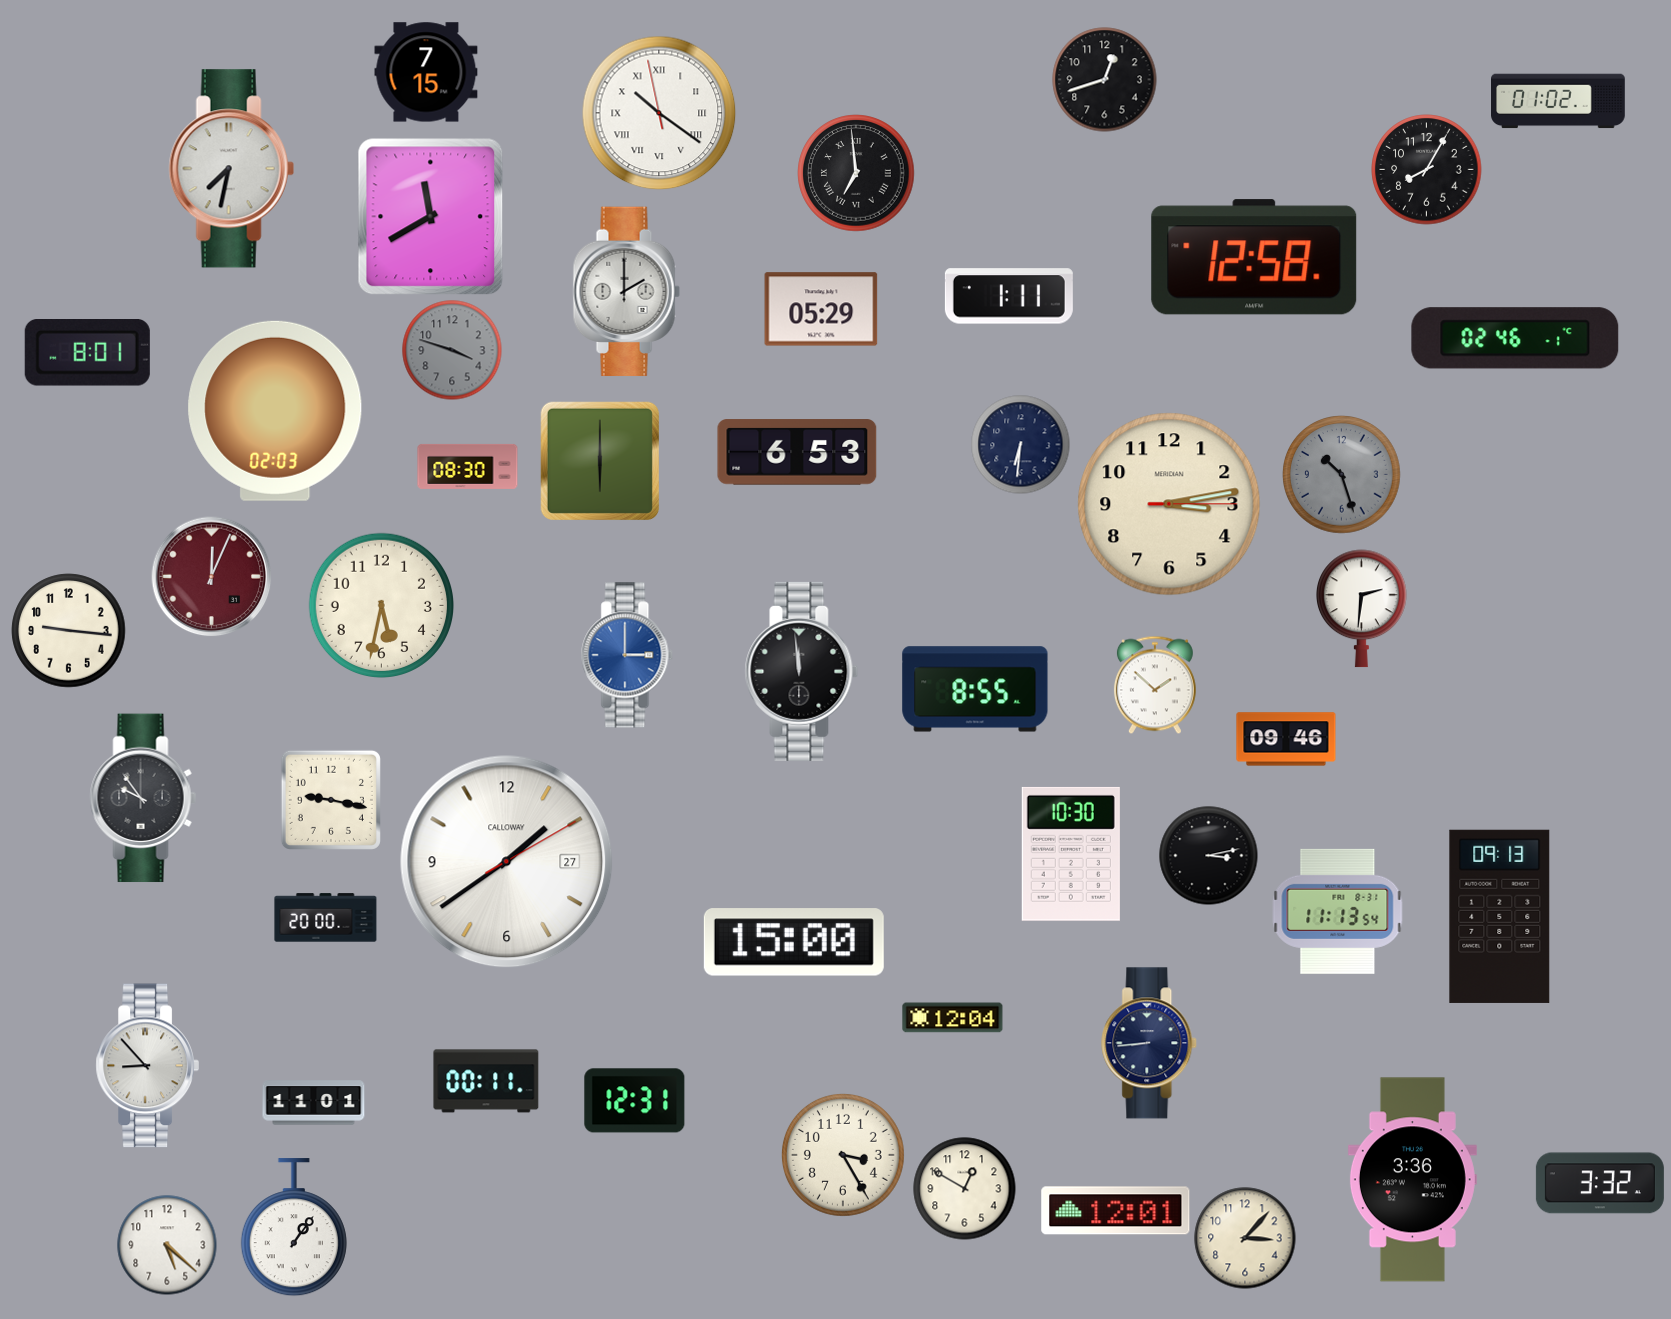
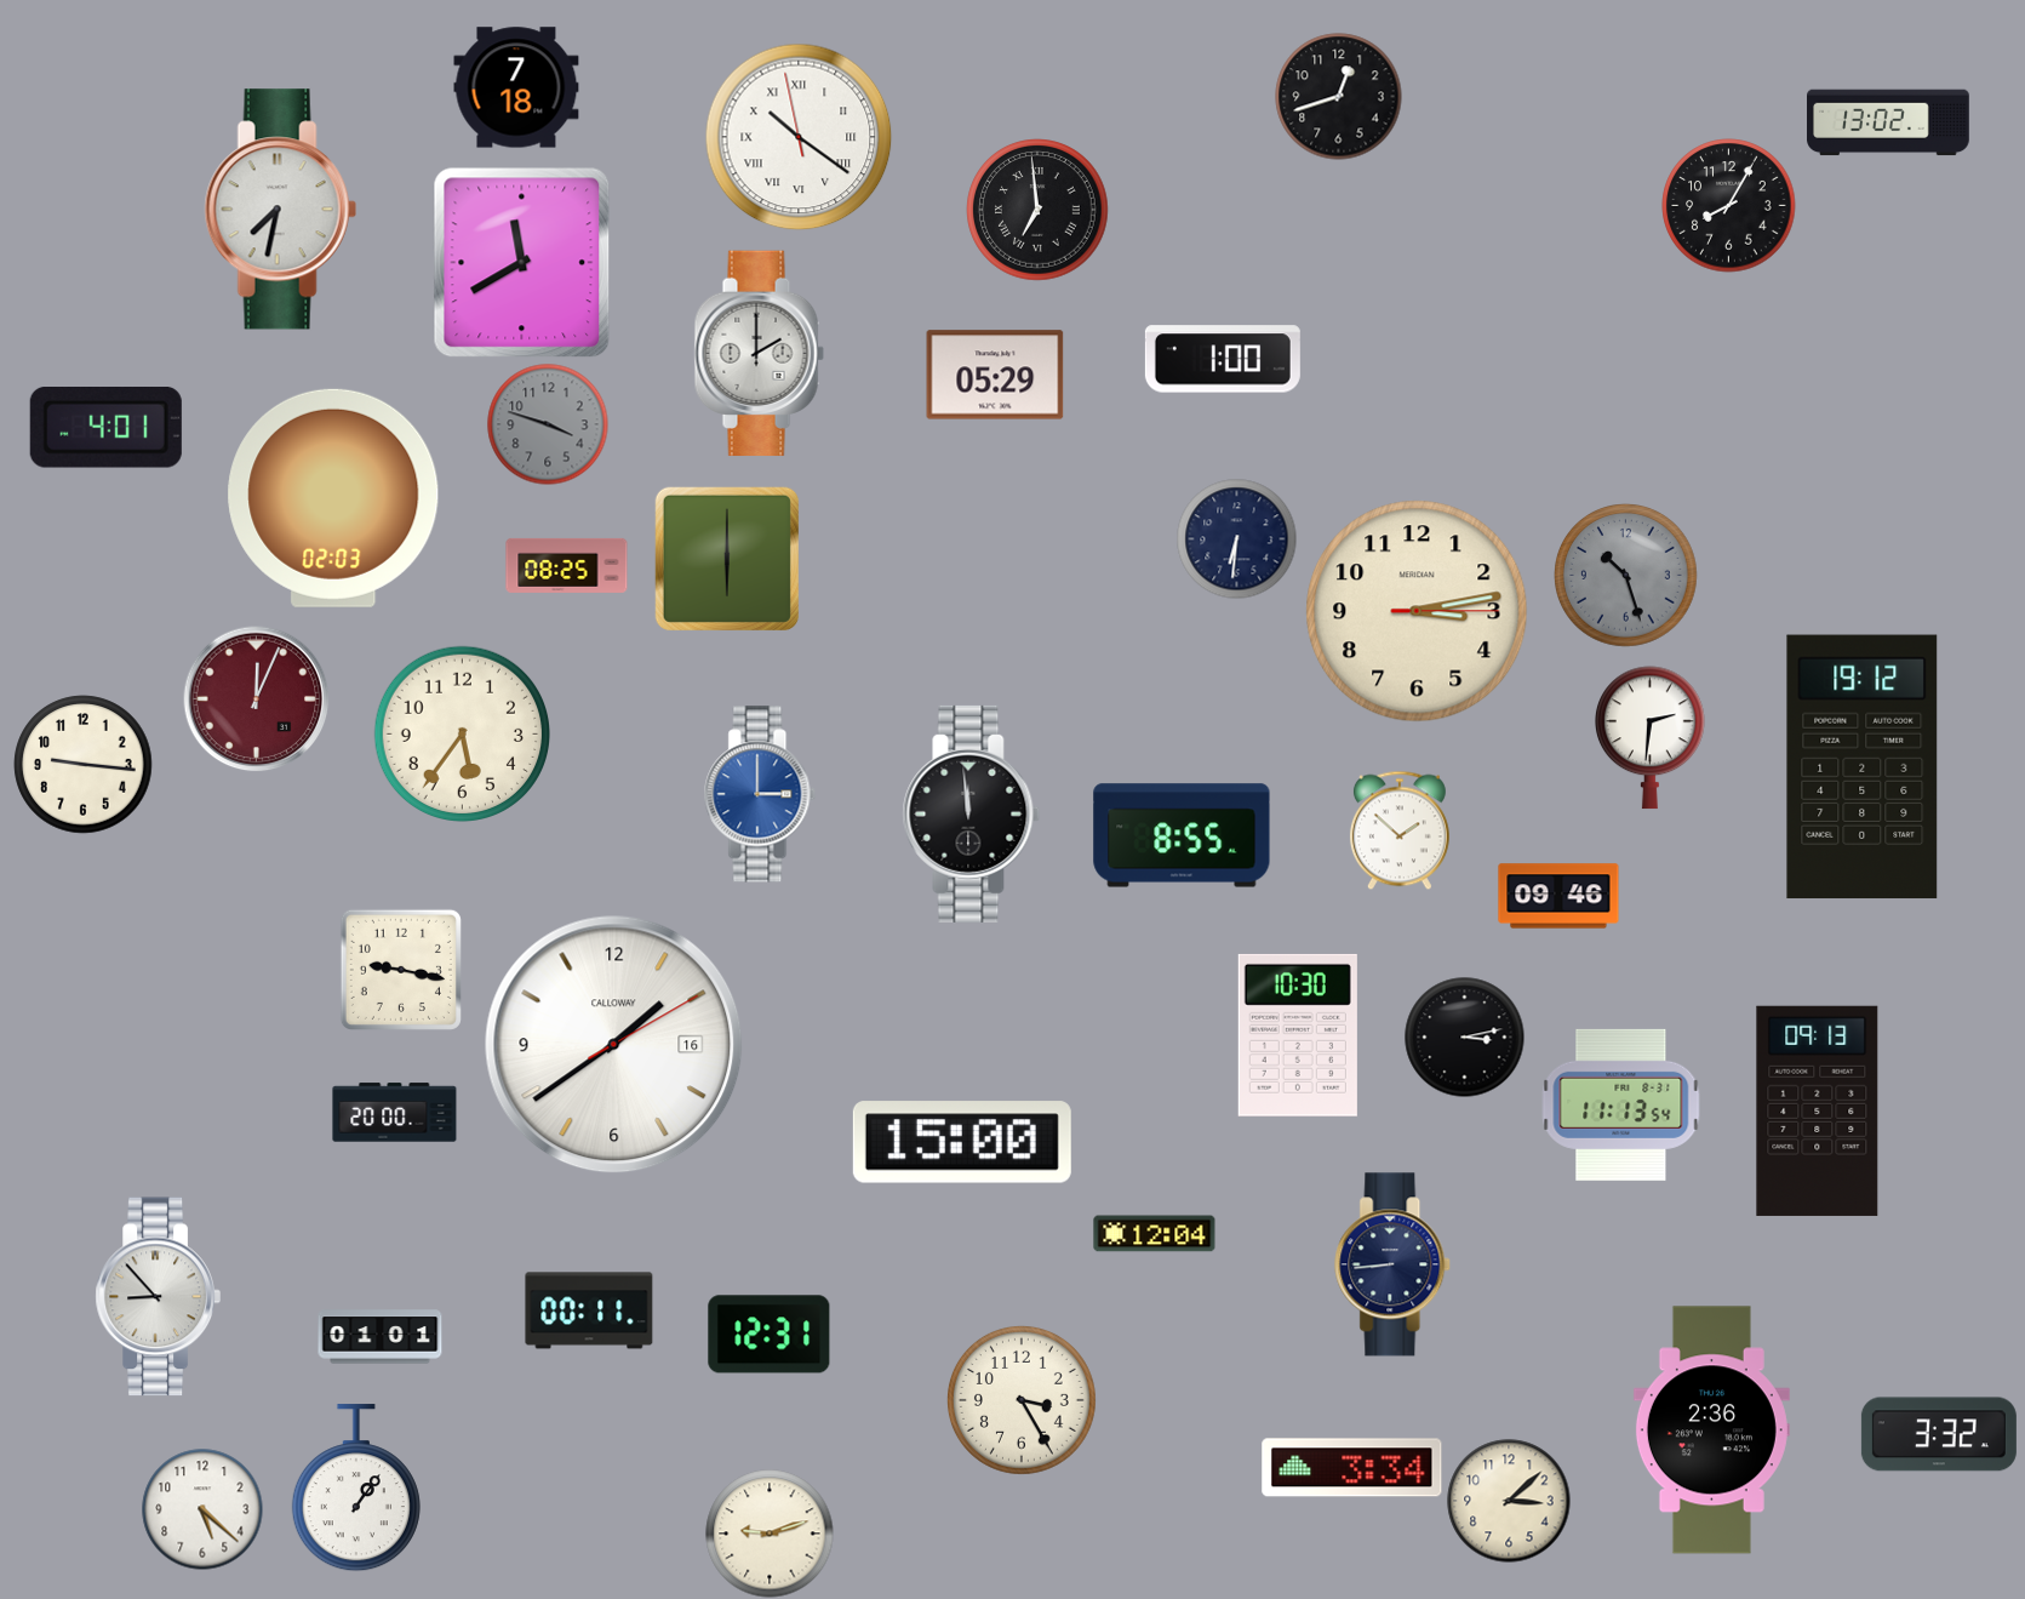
clock at (426, 72): 7:15 -> 7:18
clock at (1558, 101): 01:02 -> 13:02
clock at (231, 169) position: (231, 169) -> (280, 210)
clock at (1254, 257): 12:58 -> none
clock at (1009, 296): 1:11 -> 1:00
clock at (1515, 338): 02:46 -> none
clock at (87, 353): 8:01 -> 4:01
clock at (797, 452): 6:53 -> none
clock at (468, 466): 08:30 -> 08:25
clock at (381, 605): 5:32 -> 5:36
clock at (1863, 767): none -> 19:12
clock at (143, 798): 9:54 -> none
clock at (507, 862) date: 27 -> 16
clock at (147, 1066) position: (147, 1066) -> (158, 1297)
clock at (314, 1103): 11:01 -> 01:01
clock at (1412, 1180): 3:36 -> 2:36
clock at (965, 1189): 12:50 -> none
clock at (1116, 1211): 12:01 -> 3:34
clock at (1245, 1238): 3:07 -> 3:08
clock at (770, 1534): none -> 9:12
